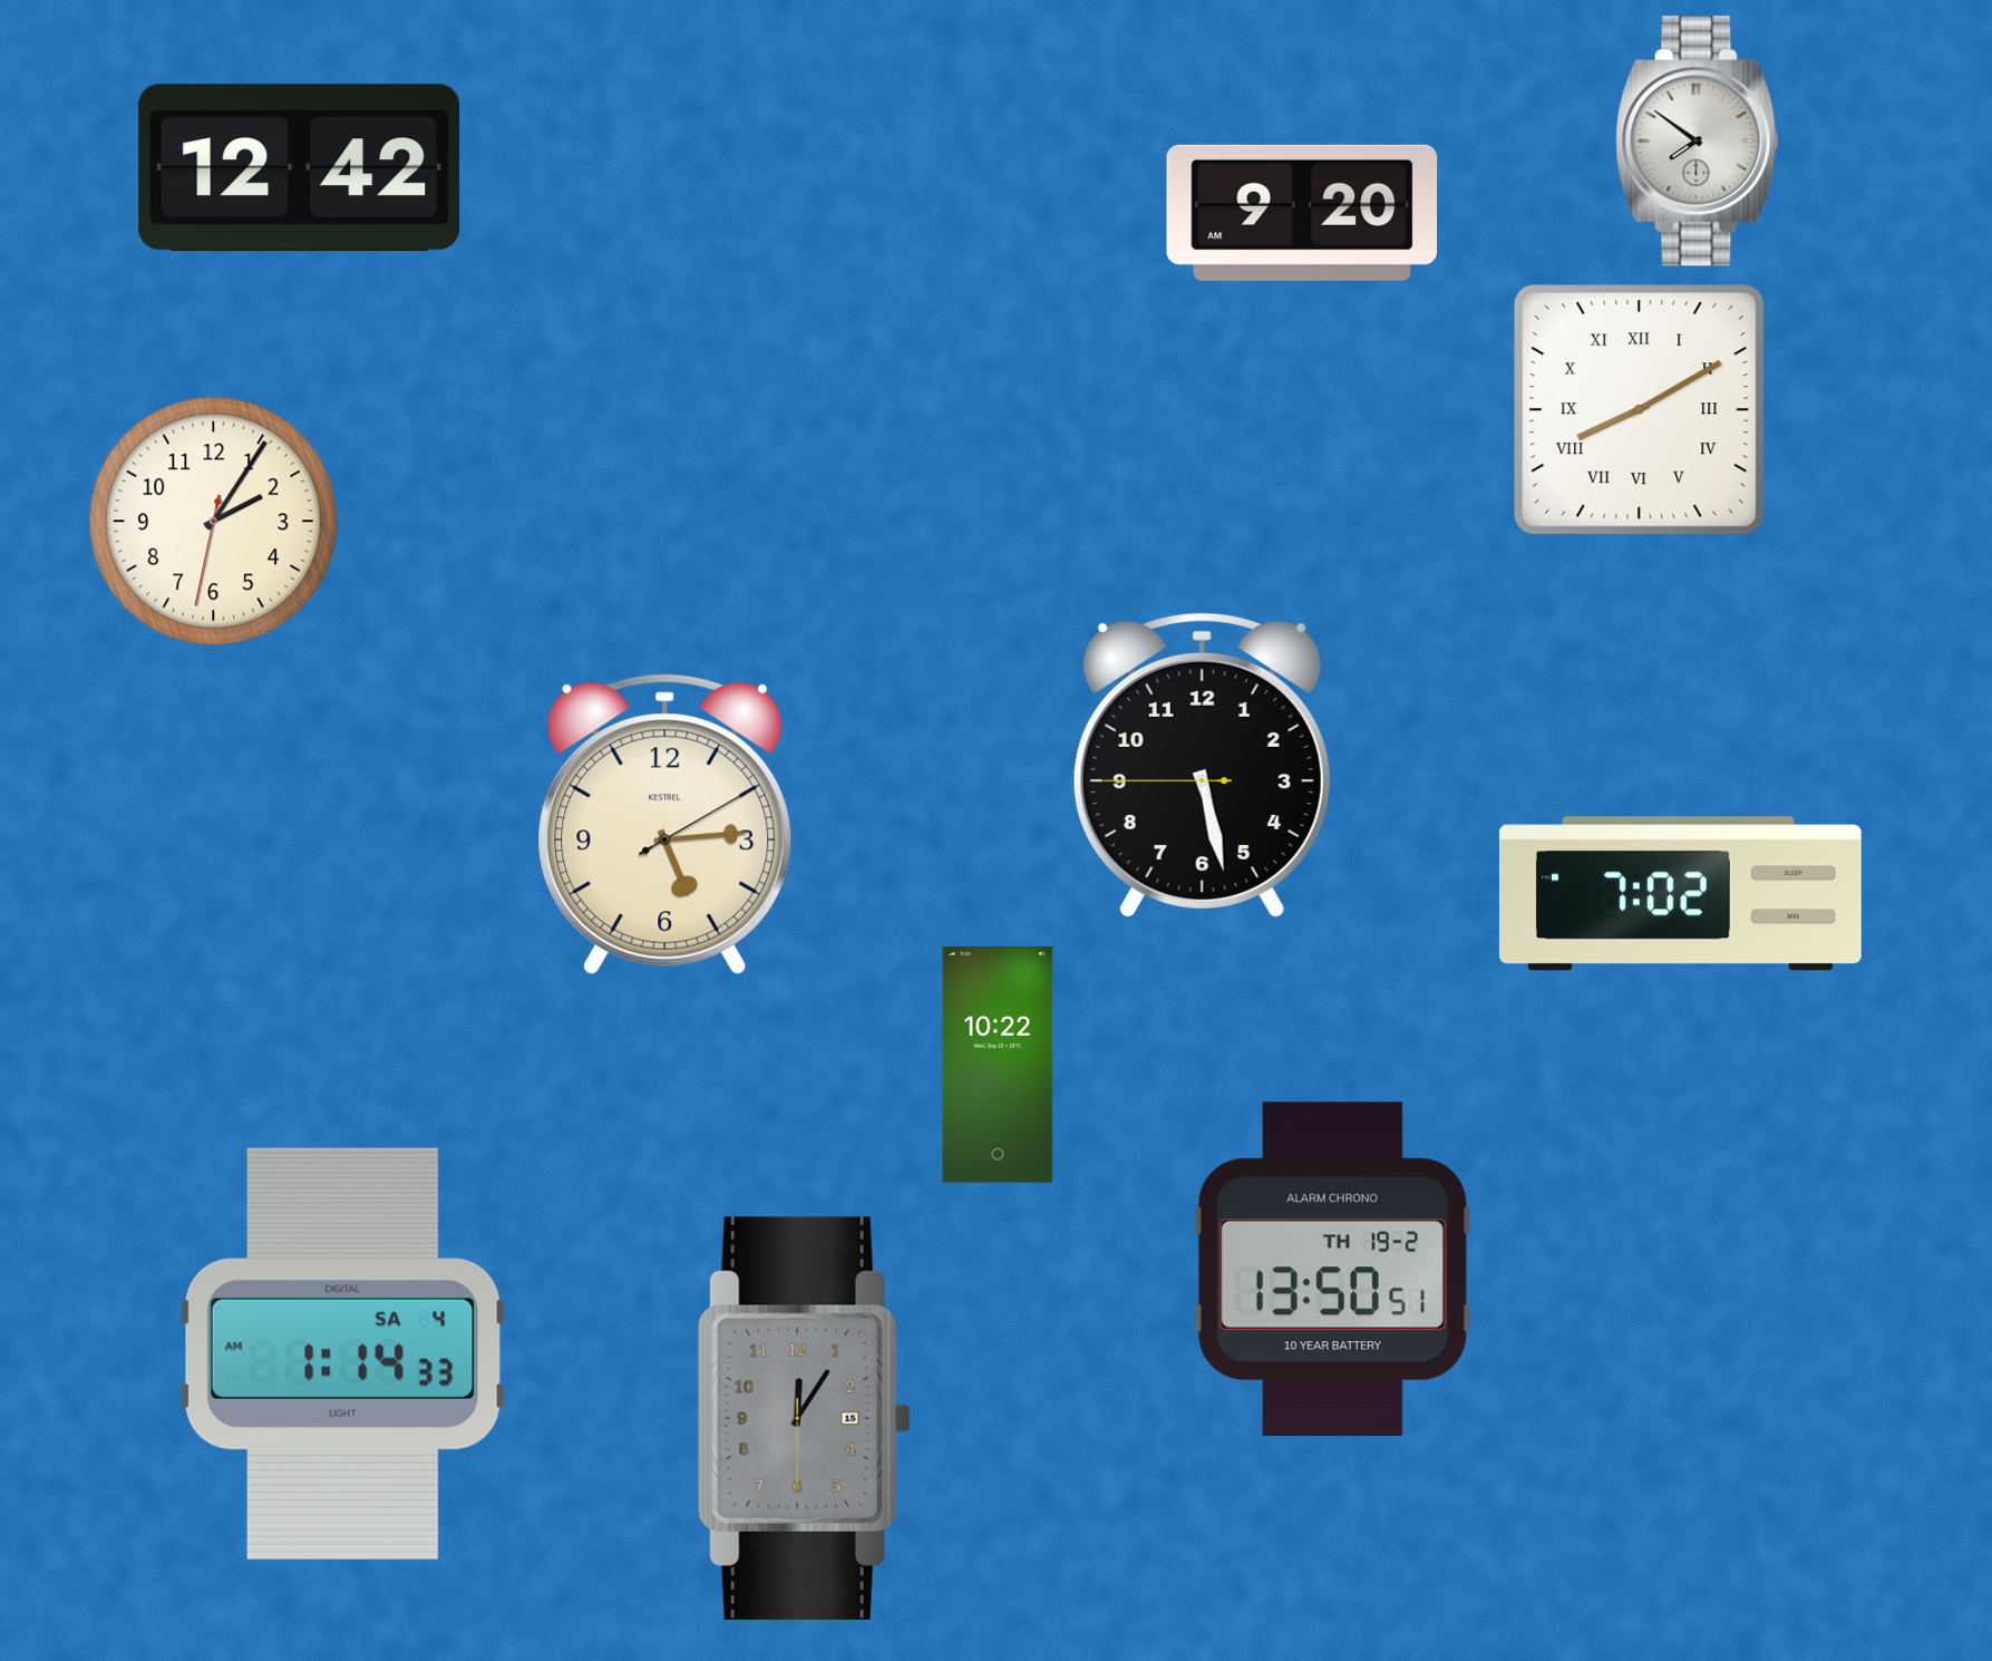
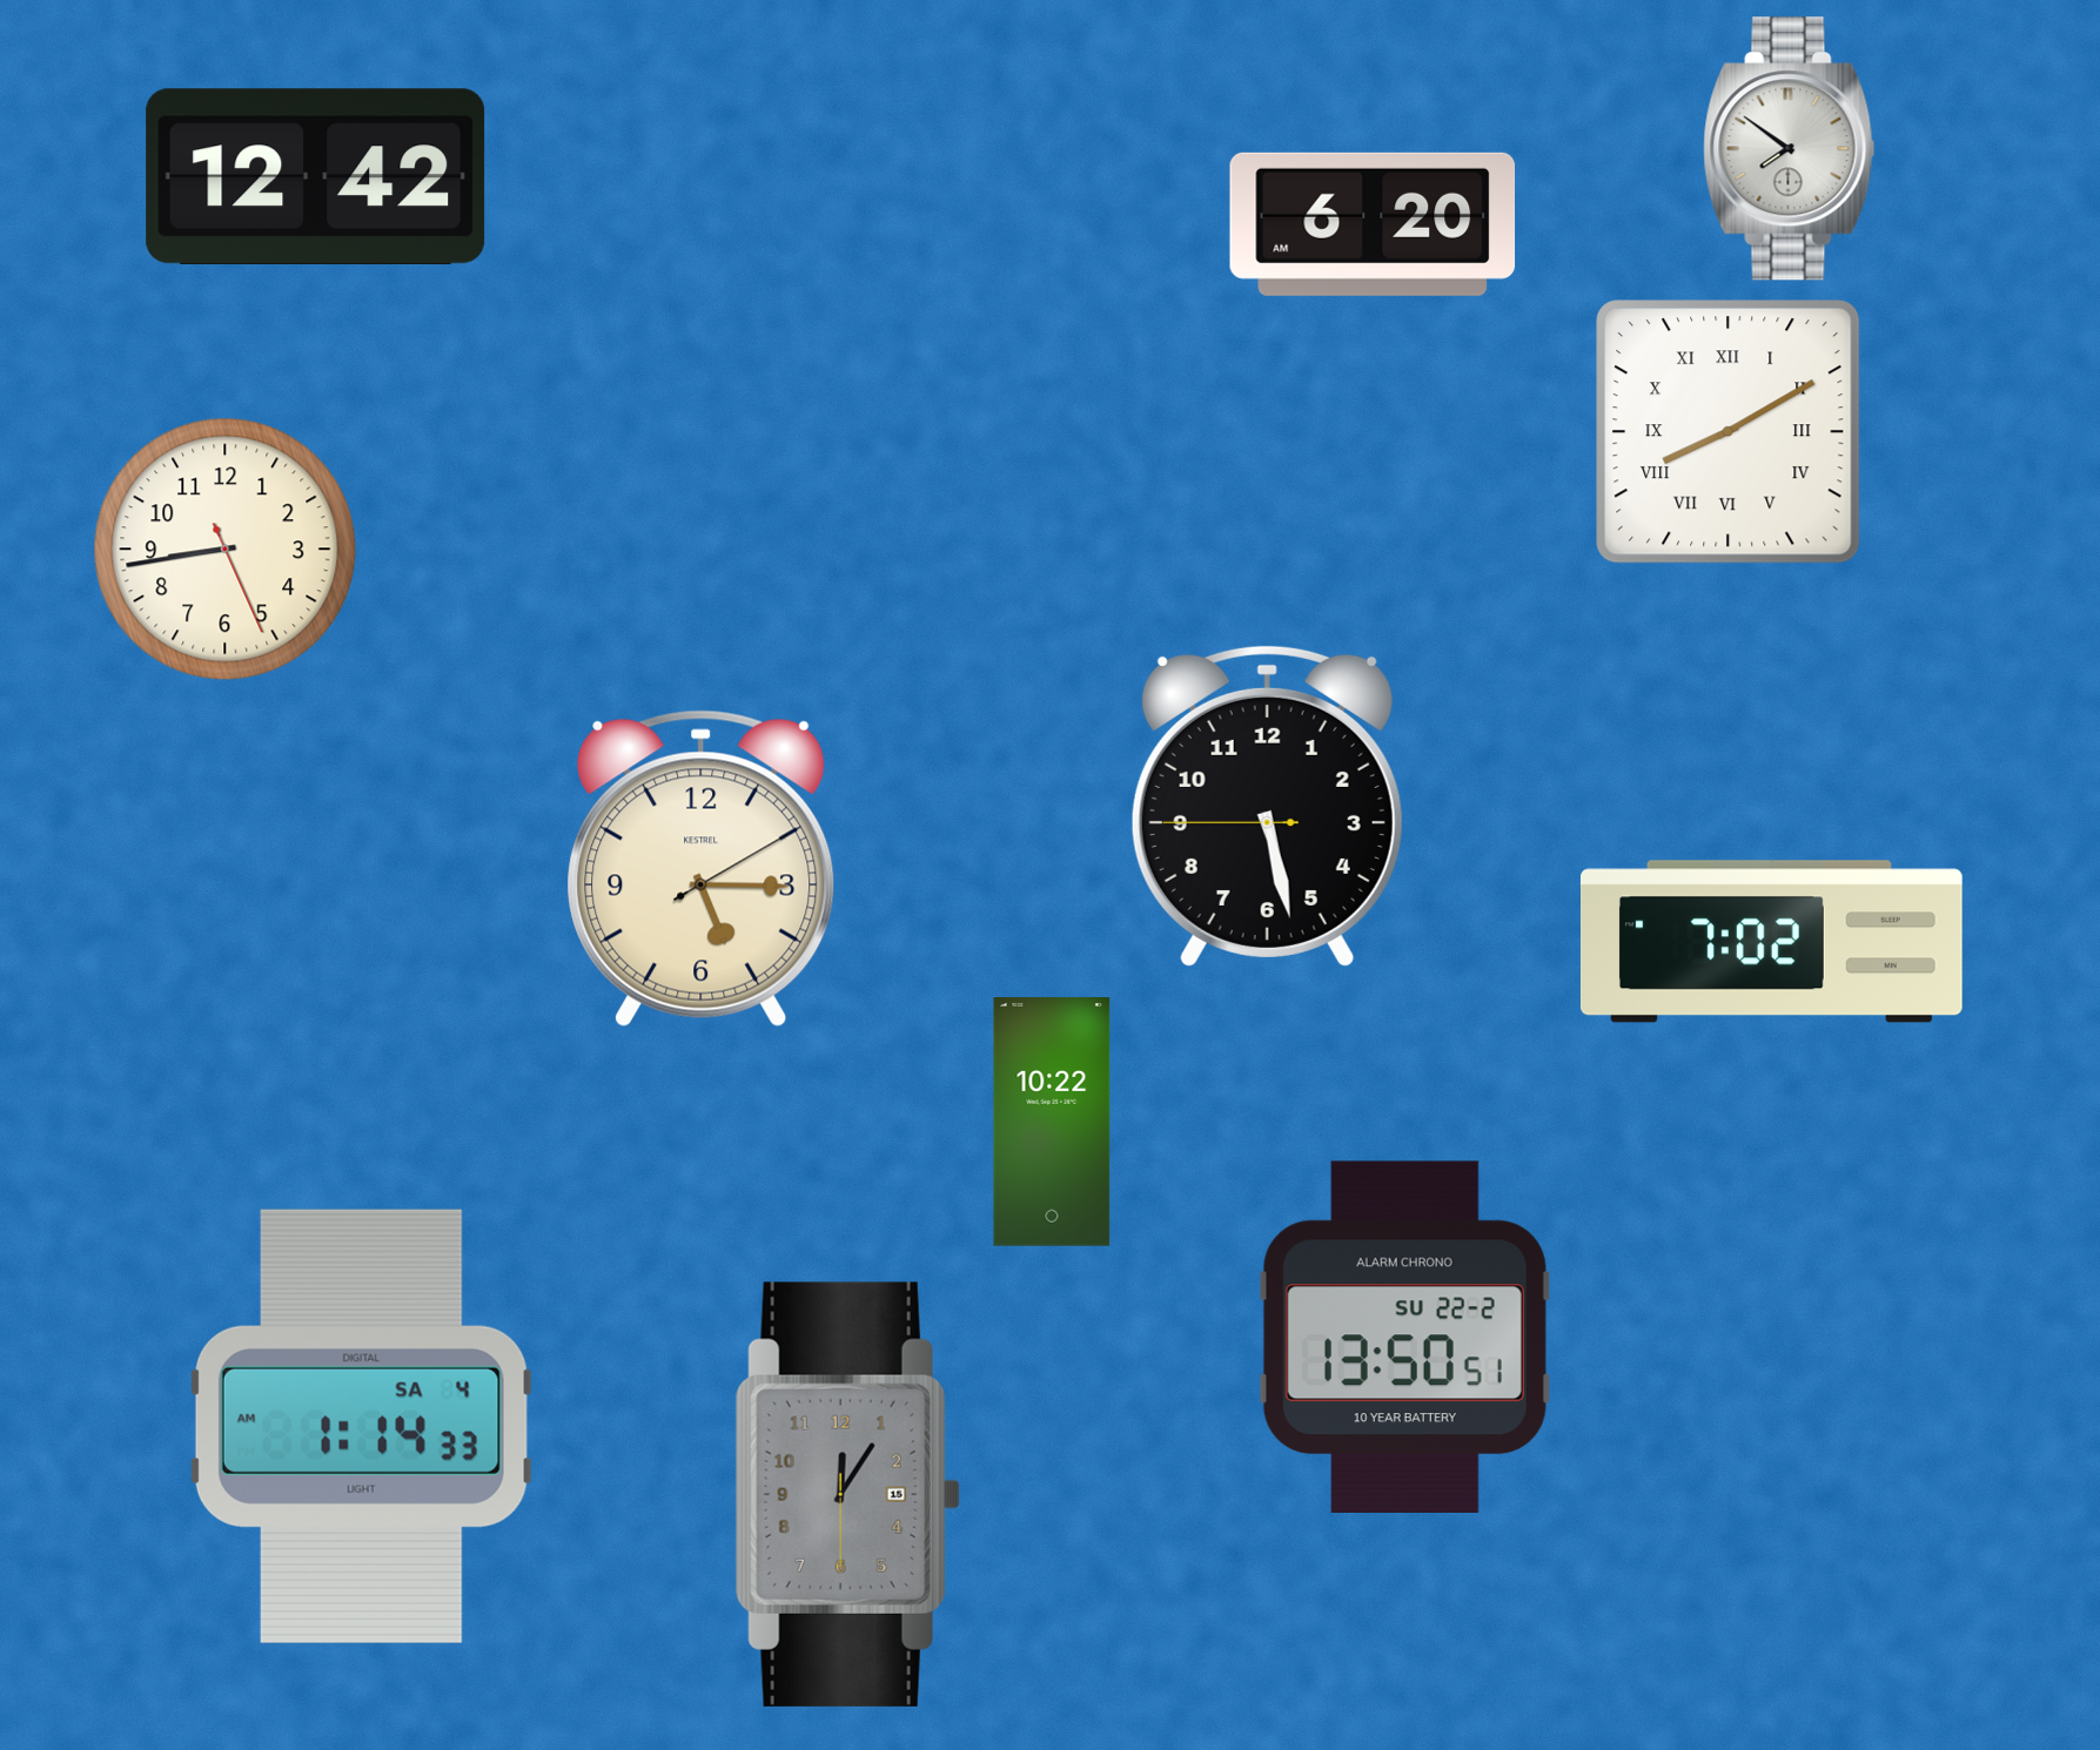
clock at (1302, 213): 9:20 -> 6:20
clock at (214, 522): 2:05 -> 8:43
clock at (665, 824): 5:14 -> 5:15
clock at (1332, 1269) date: TH 19-2 -> SU 22-2
